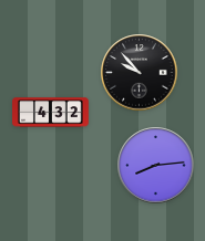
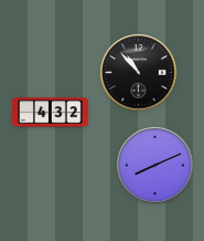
clock at (140, 73): 9:53 -> 10:53
clock at (156, 166): 8:14 -> 8:11
